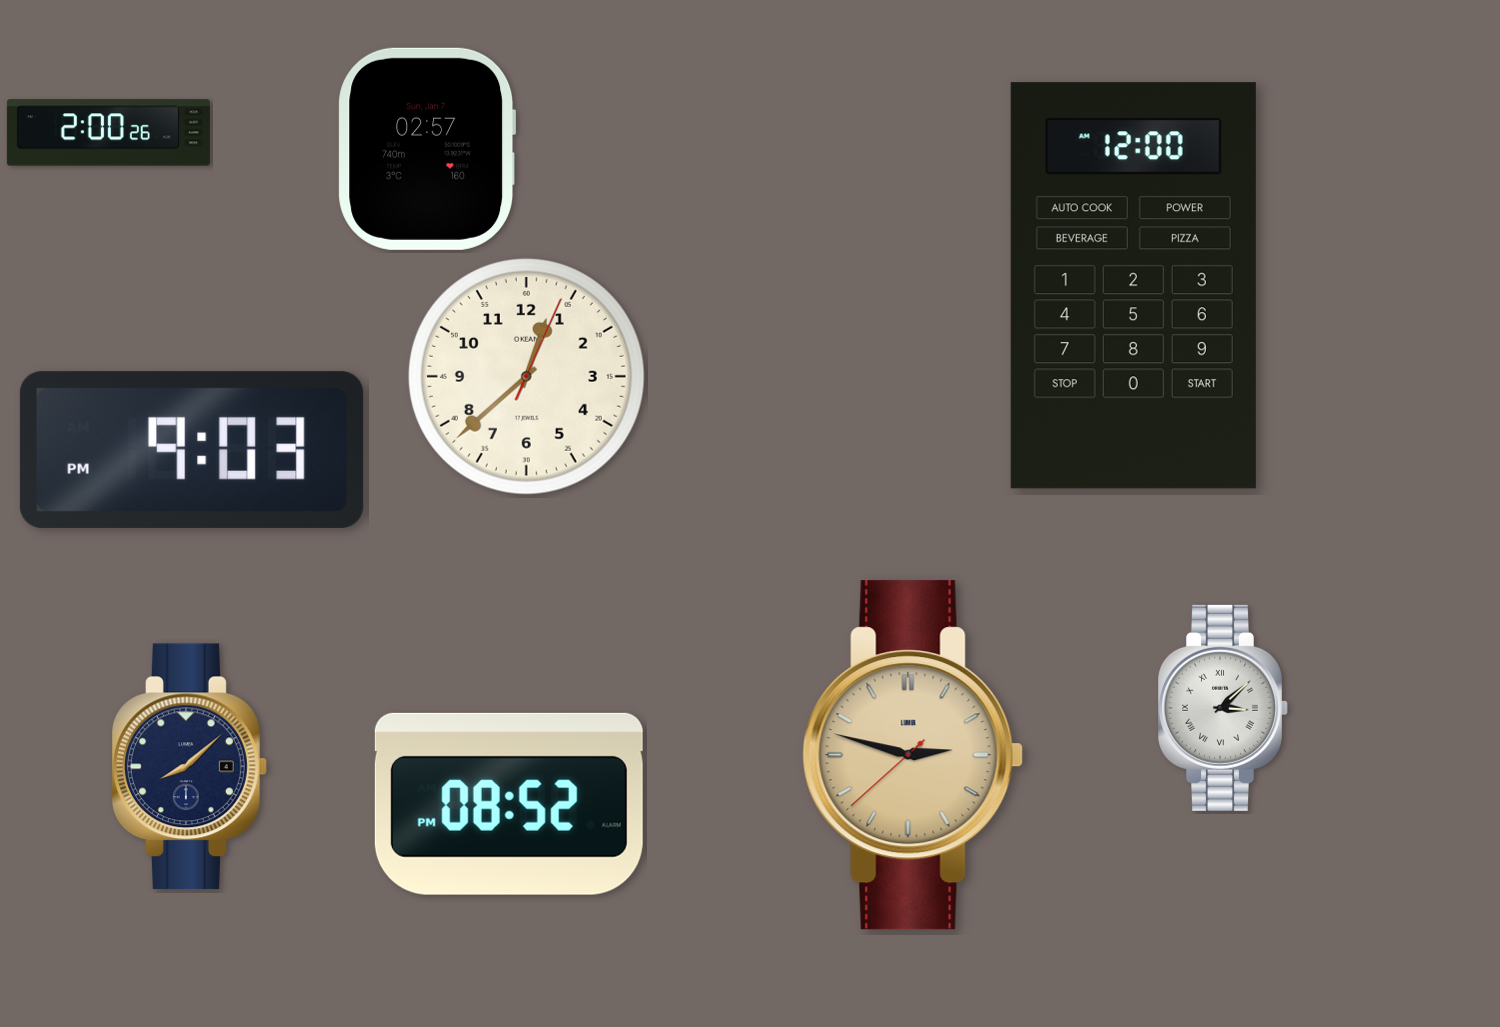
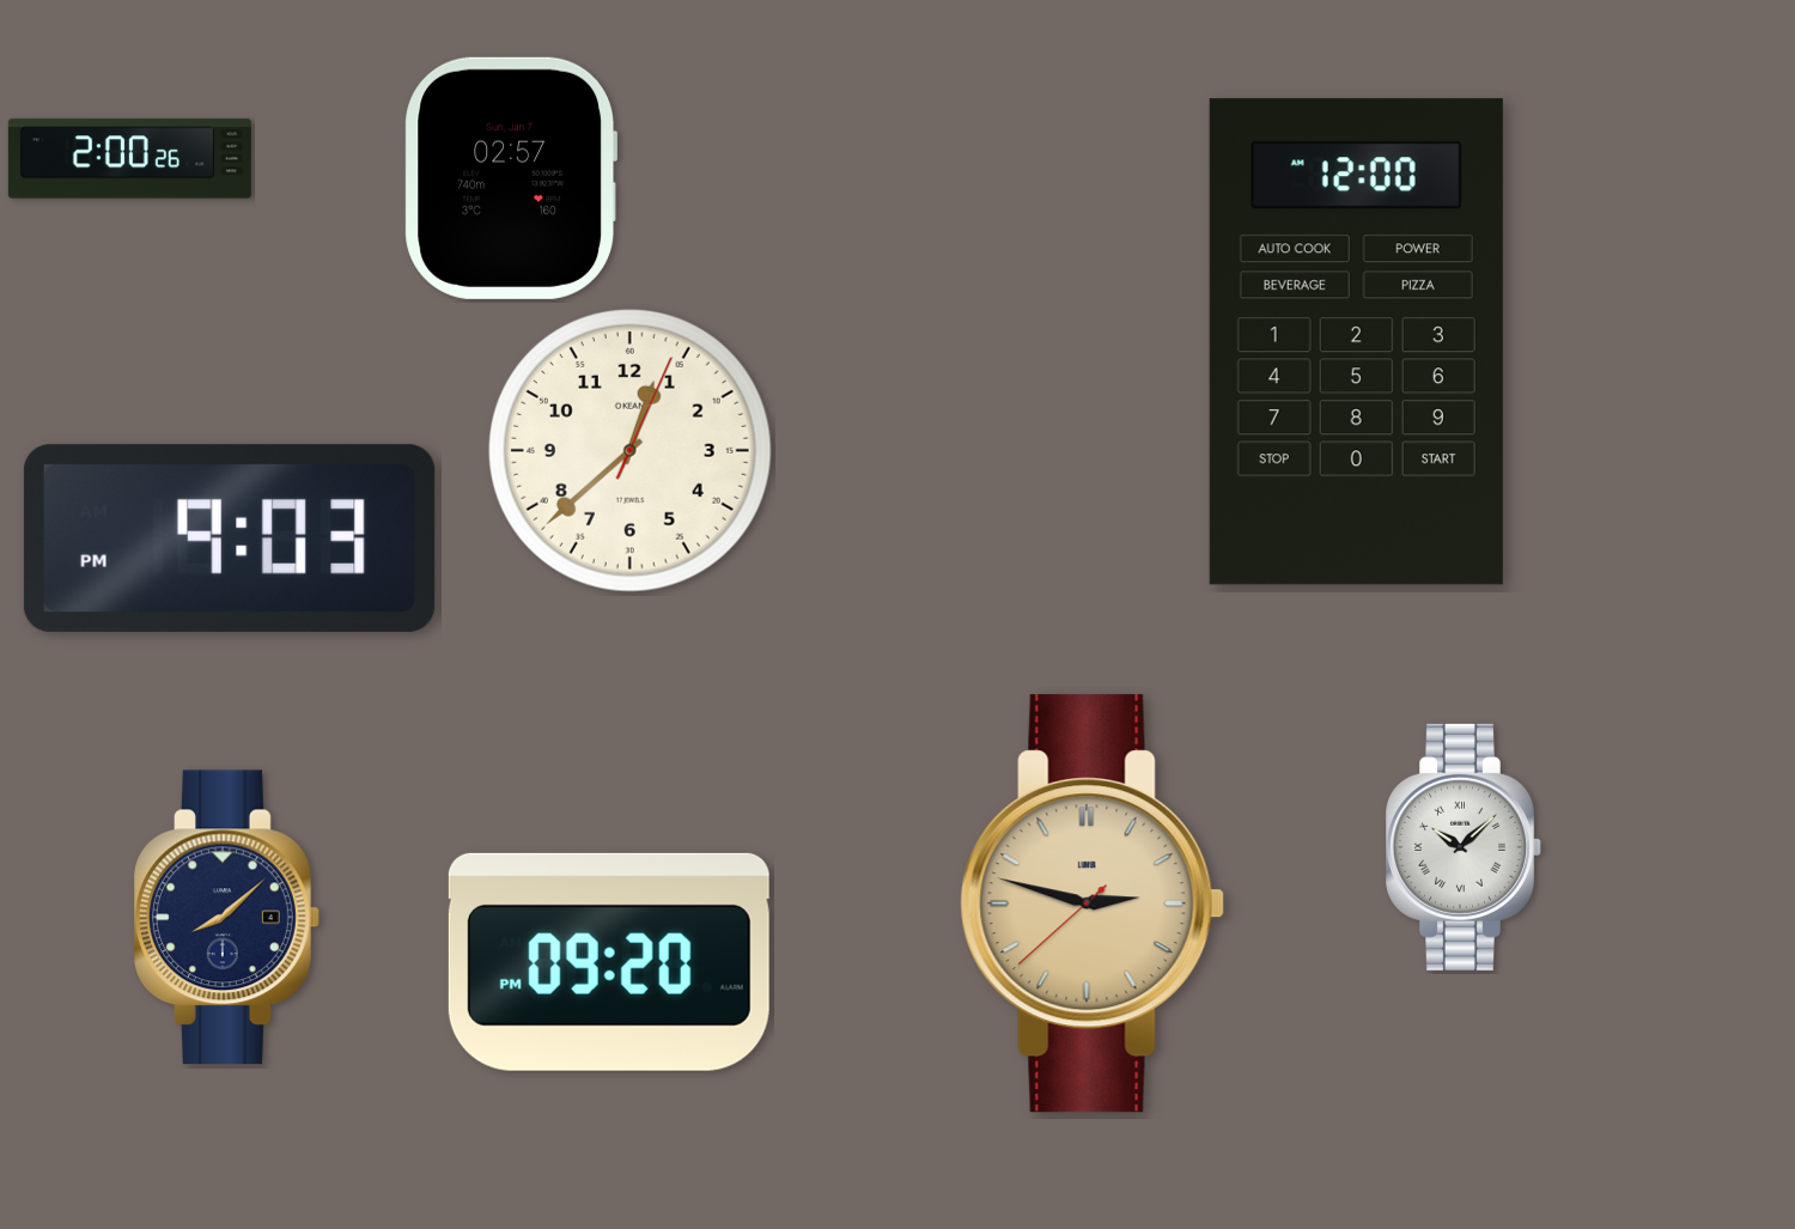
clock at (1224, 708): 3:08 -> 10:08
clock at (509, 804): 08:52 -> 09:20
